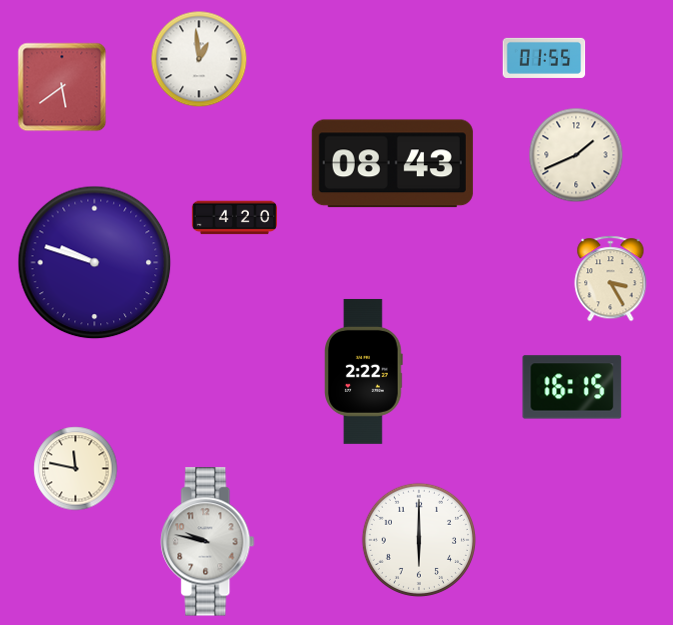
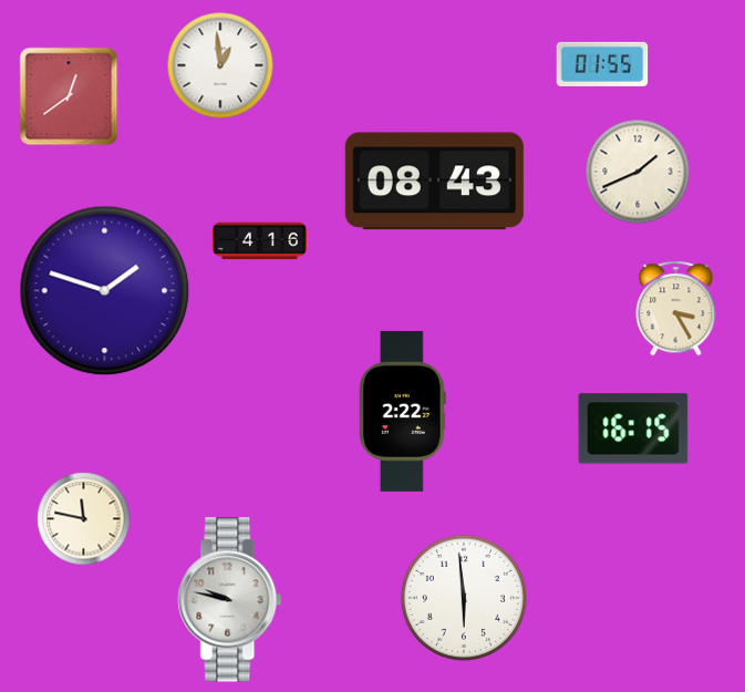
clock at (62, 87): 5:39 -> 12:39
clock at (234, 218): 4:20 -> 4:16
clock at (95, 263): 9:48 -> 1:48
clock at (419, 540): 6:00 -> 5:59
